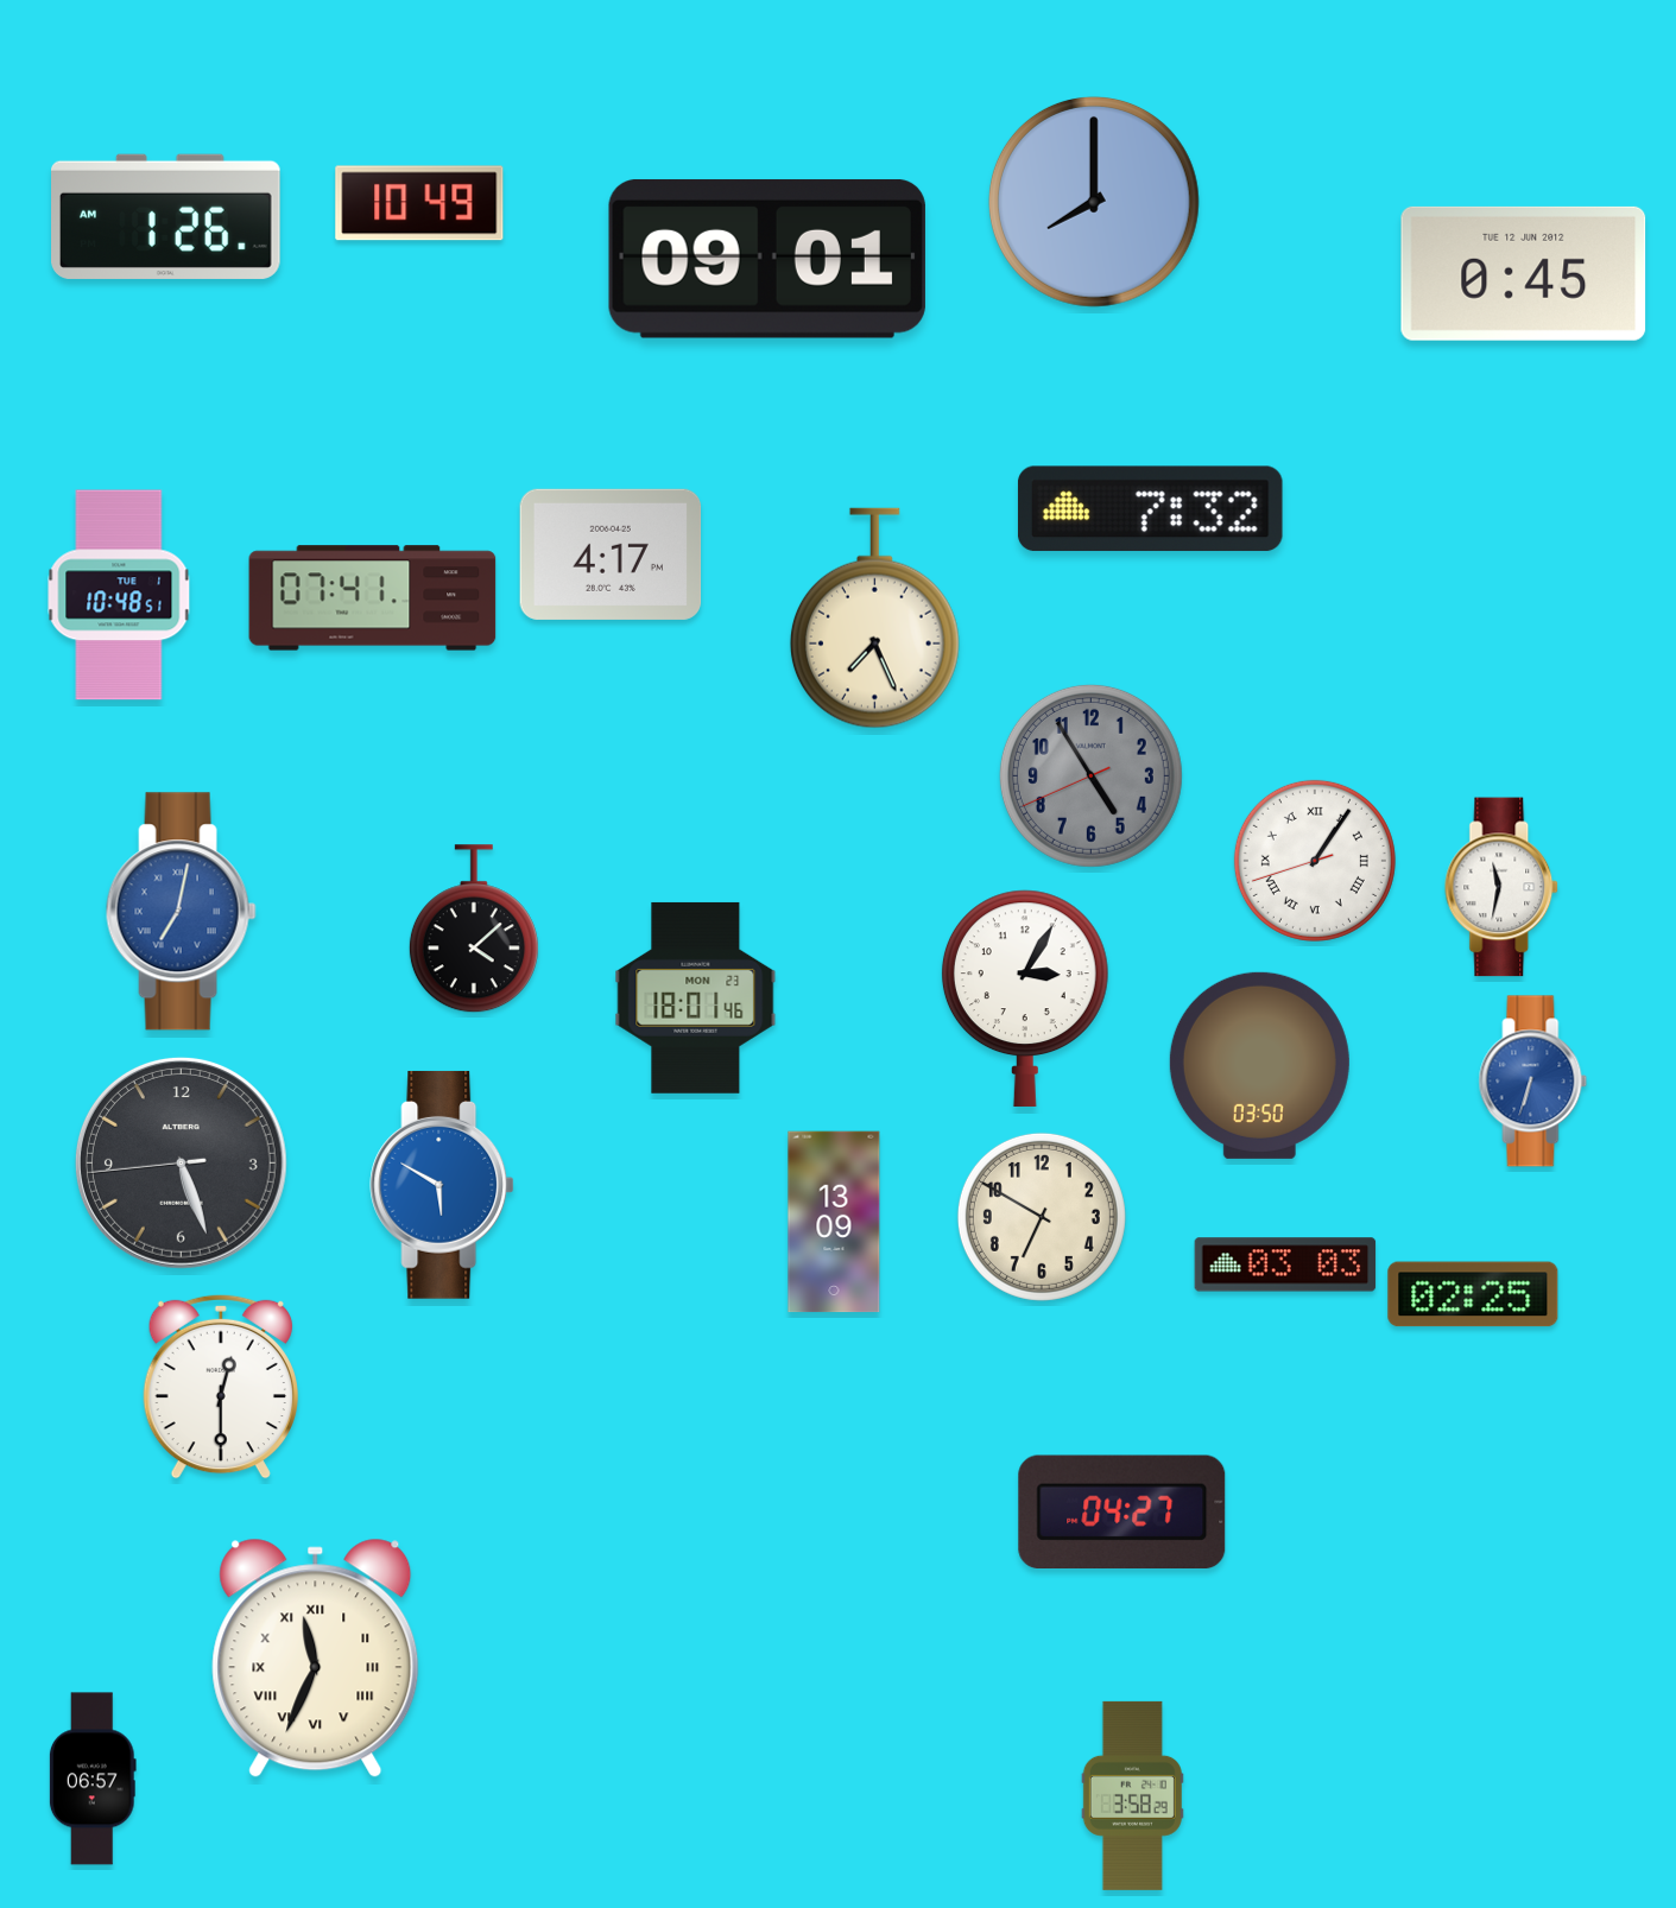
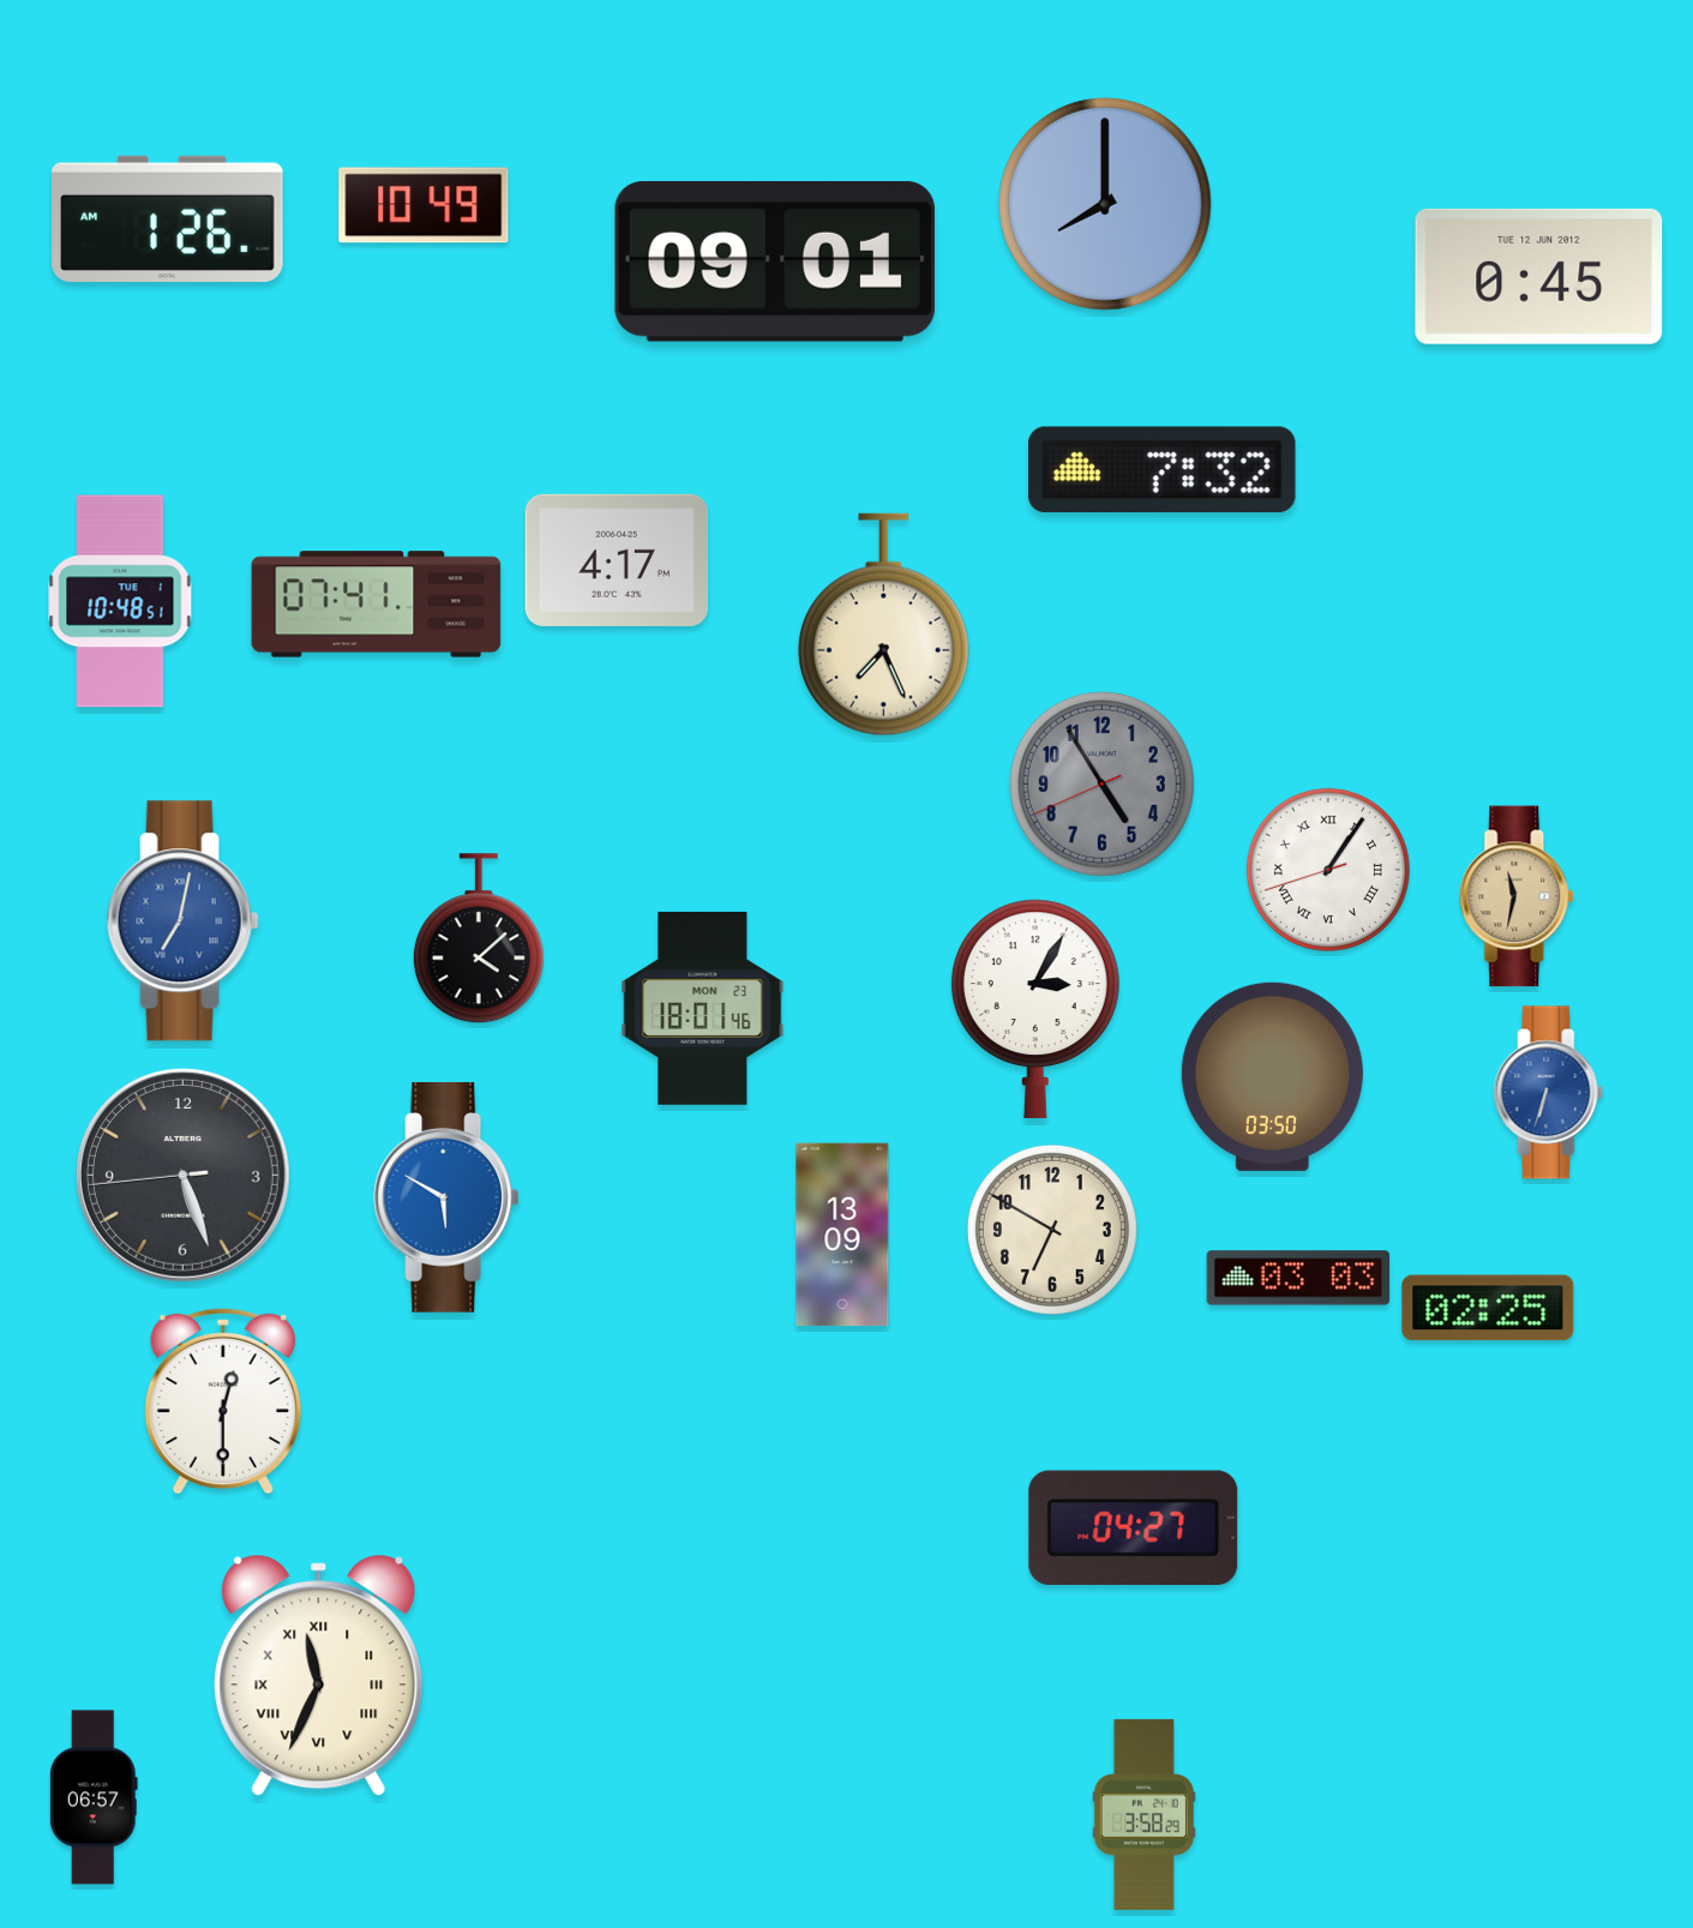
clock at (1151, 509) position: (1151, 509) -> (1163, 470)
clock at (1503, 887) dial: white -> champagne
